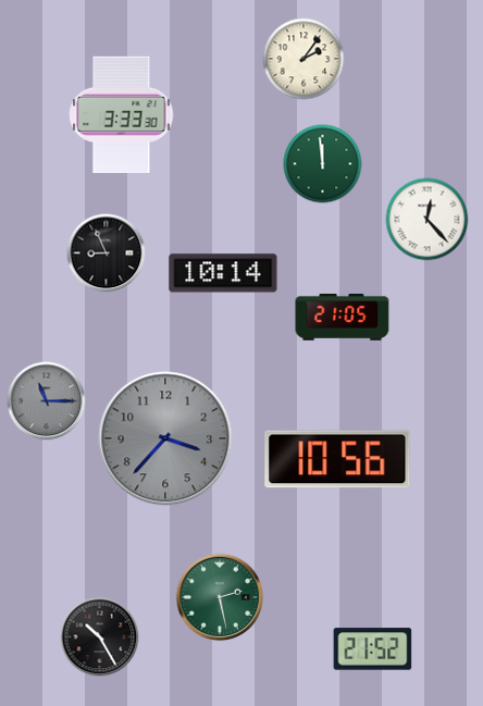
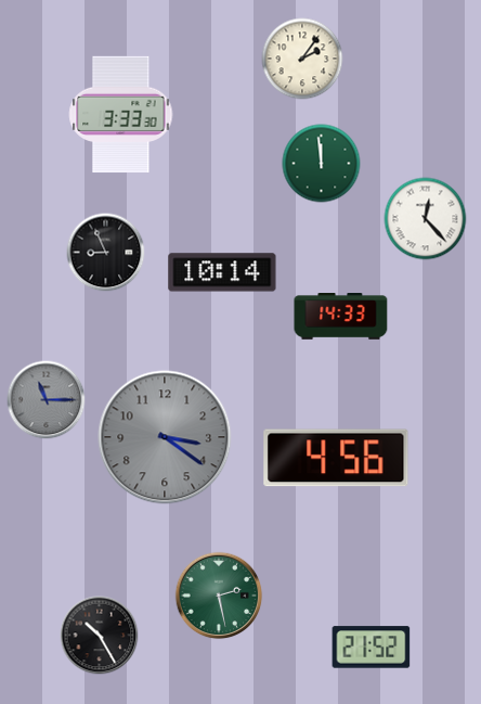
clock at (343, 318): 21:05 -> 14:33
clock at (165, 438): 3:37 -> 3:21
clock at (337, 459): 10:56 -> 4:56
